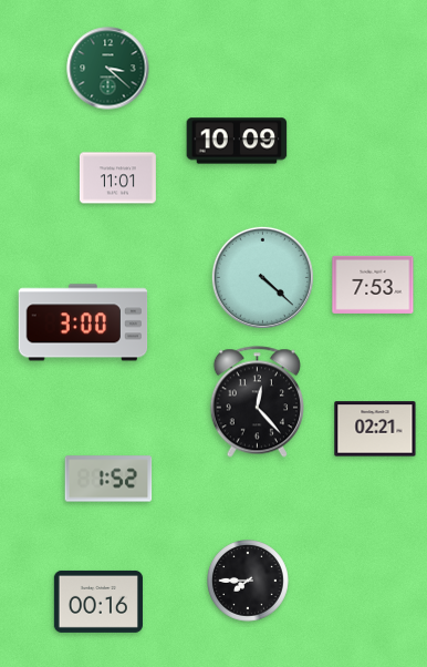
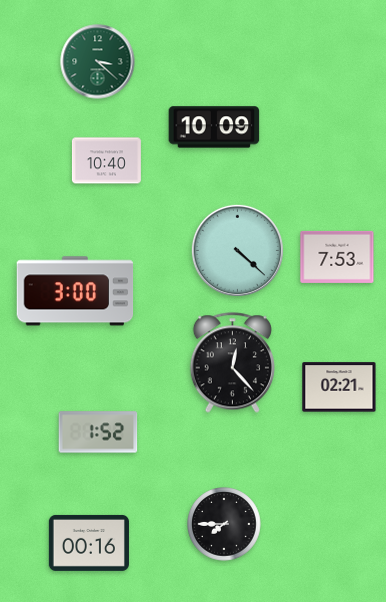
clock at (117, 178): 11:01 -> 10:40
